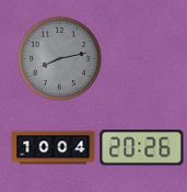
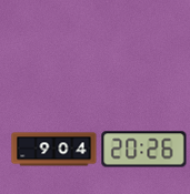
clock at (59, 58): 8:13 -> none
clock at (54, 148): 10:04 -> 9:04
